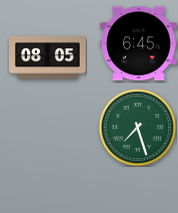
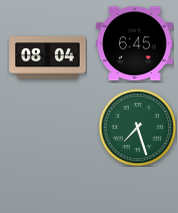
clock at (139, 44) position: (139, 44) -> (135, 44)
clock at (48, 58): 08:05 -> 08:04
